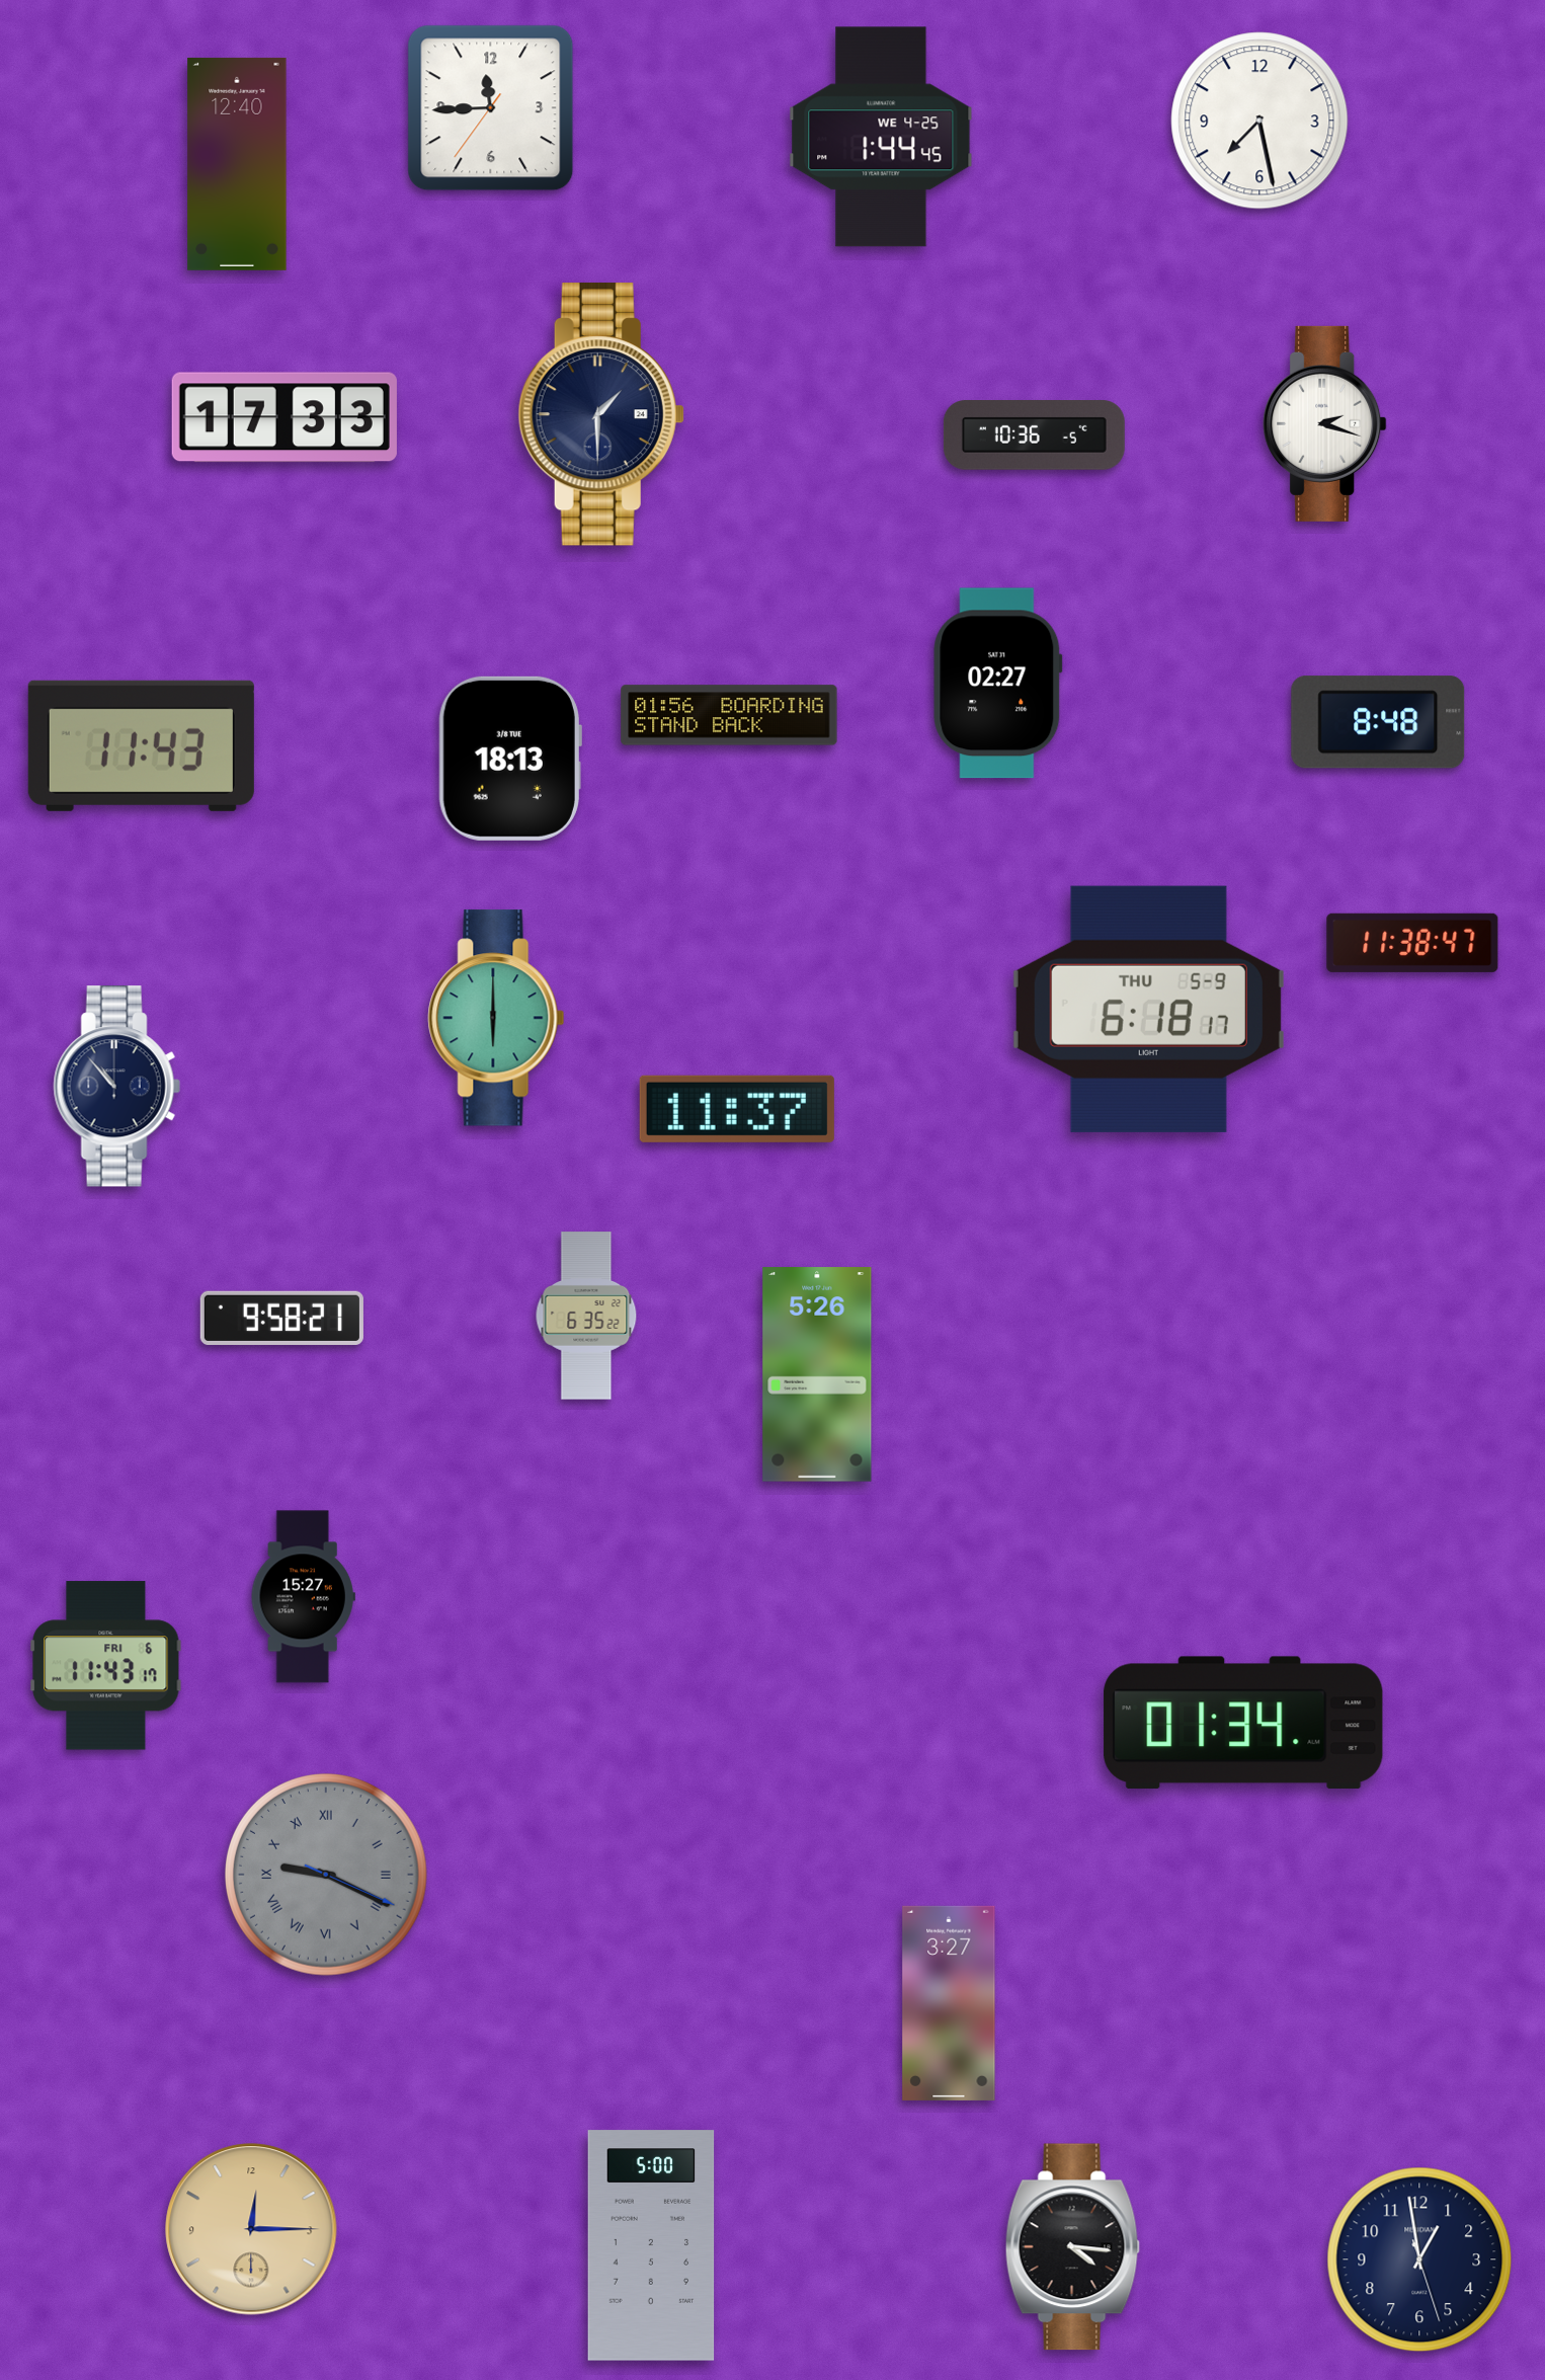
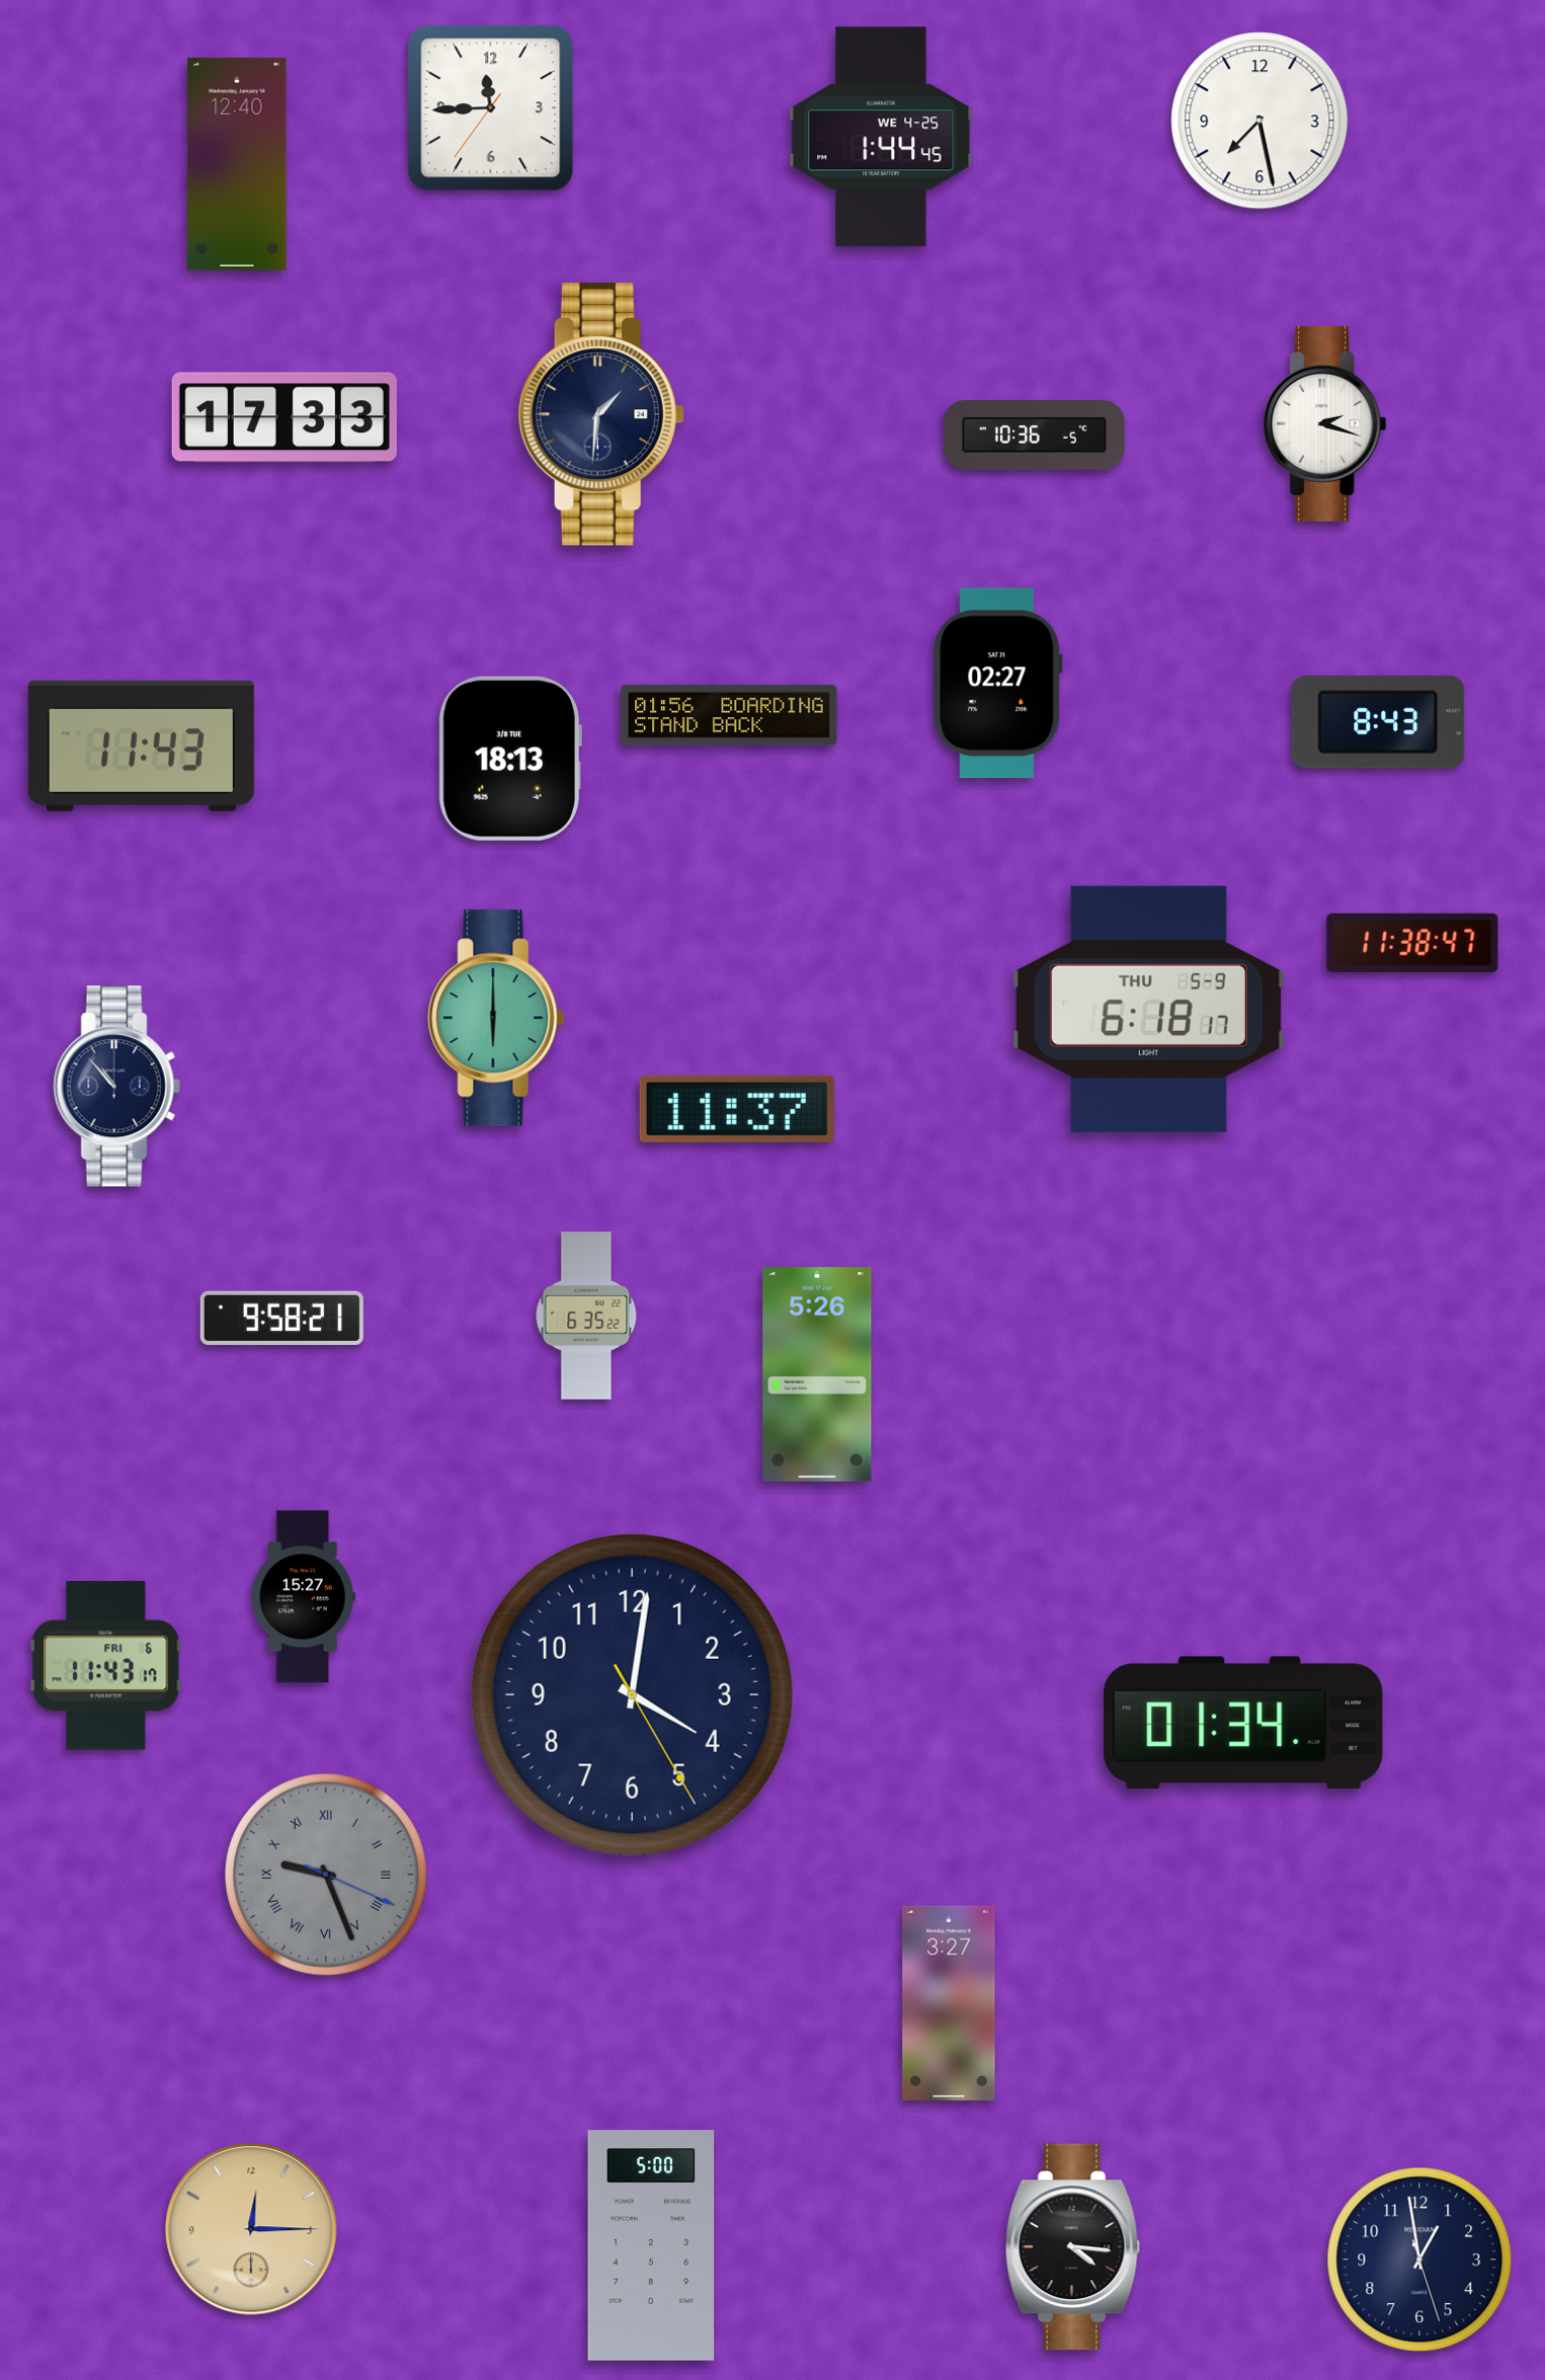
clock at (601, 414): 1:30 -> 1:31
clock at (1378, 722): 8:48 -> 8:43
clock at (632, 1694): none -> 4:01
clock at (326, 1875): 9:19 -> 9:26
